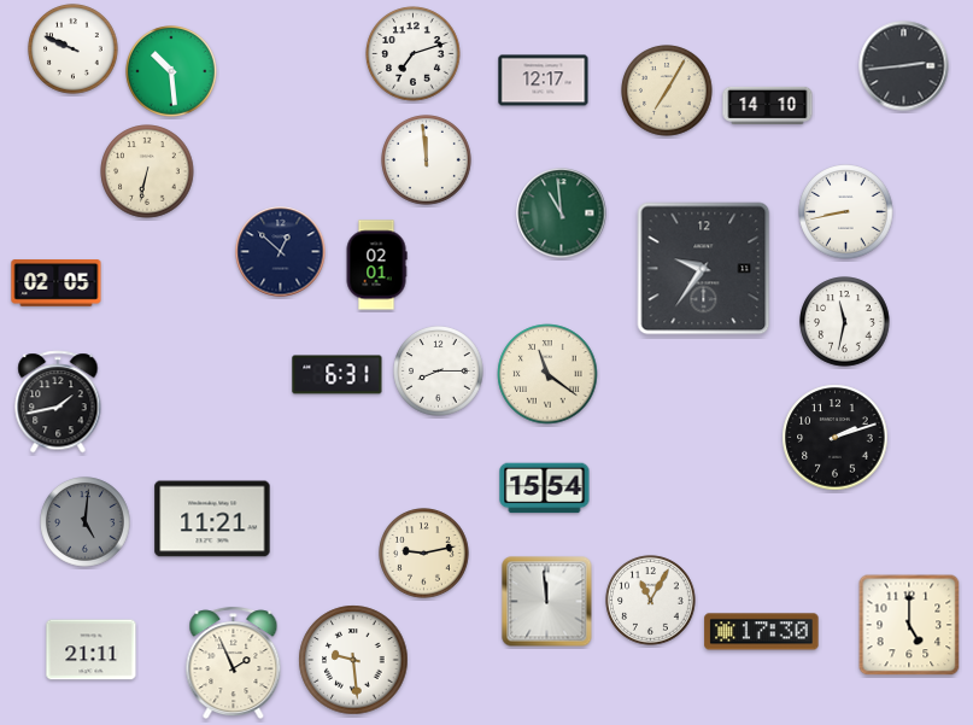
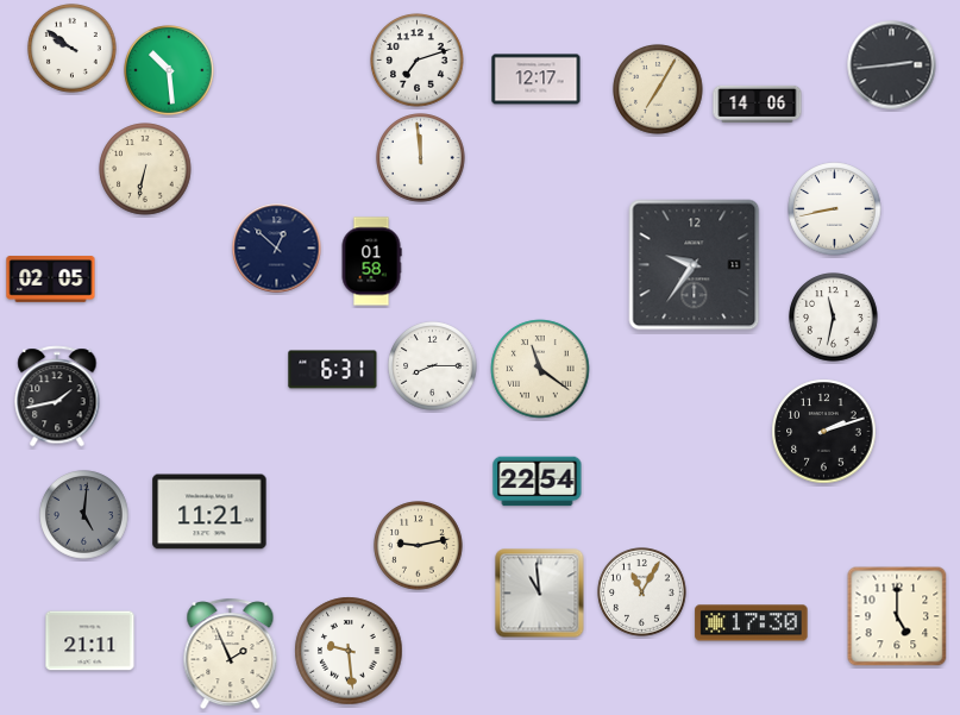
clock at (74, 49): 9:49 -> 9:51
clock at (414, 54) position: (414, 54) -> (418, 61)
clock at (768, 106): 14:10 -> 14:06
clock at (562, 214): 10:59 -> none
clock at (376, 265): 02:01 -> 01:58
clock at (57, 283) position: (57, 283) -> (51, 280)
clock at (545, 489): 15:54 -> 22:54
clock at (547, 602): 11:59 -> 10:59
